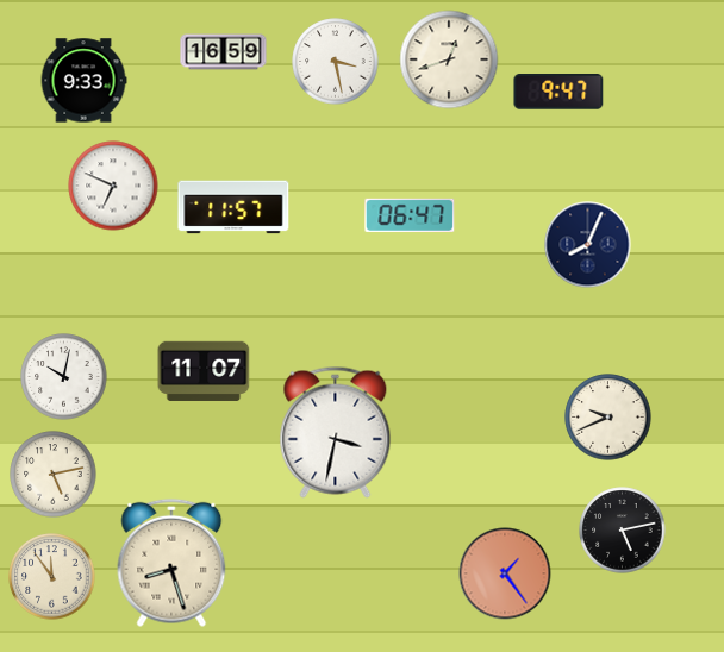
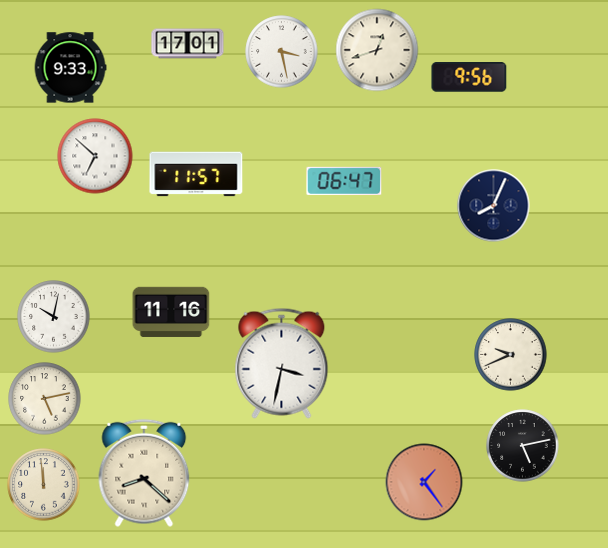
clock at (224, 52): 16:59 -> 17:01
clock at (558, 93): 9:47 -> 9:56
clock at (113, 186): 6:49 -> 6:52
clock at (204, 371): 11:07 -> 11:16
clock at (608, 418) position: (608, 418) -> (511, 355)
clock at (171, 563): 8:27 -> 8:22
clock at (52, 577): 11:54 -> 11:59
